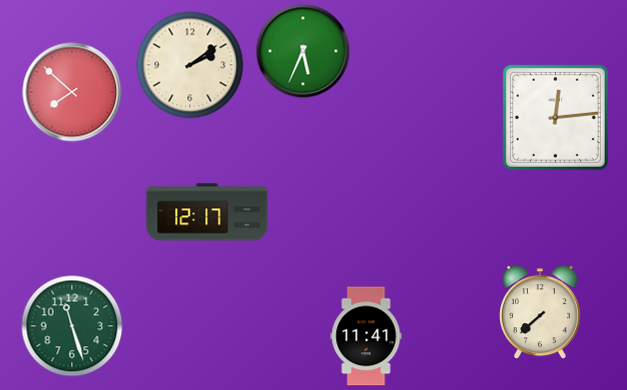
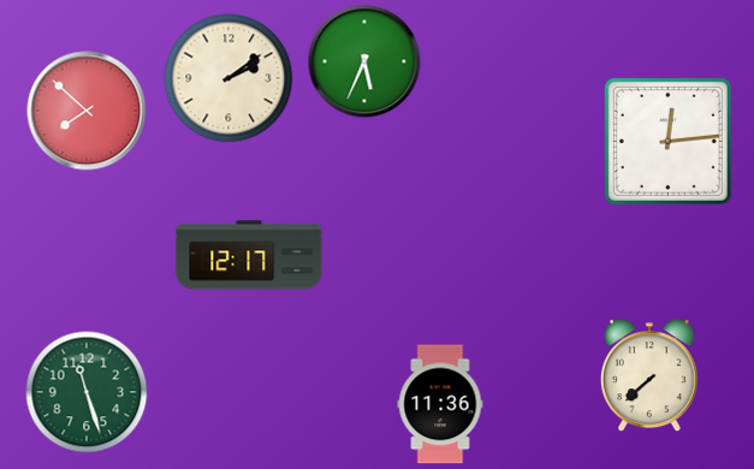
clock at (366, 336): 11:41 -> 11:36
